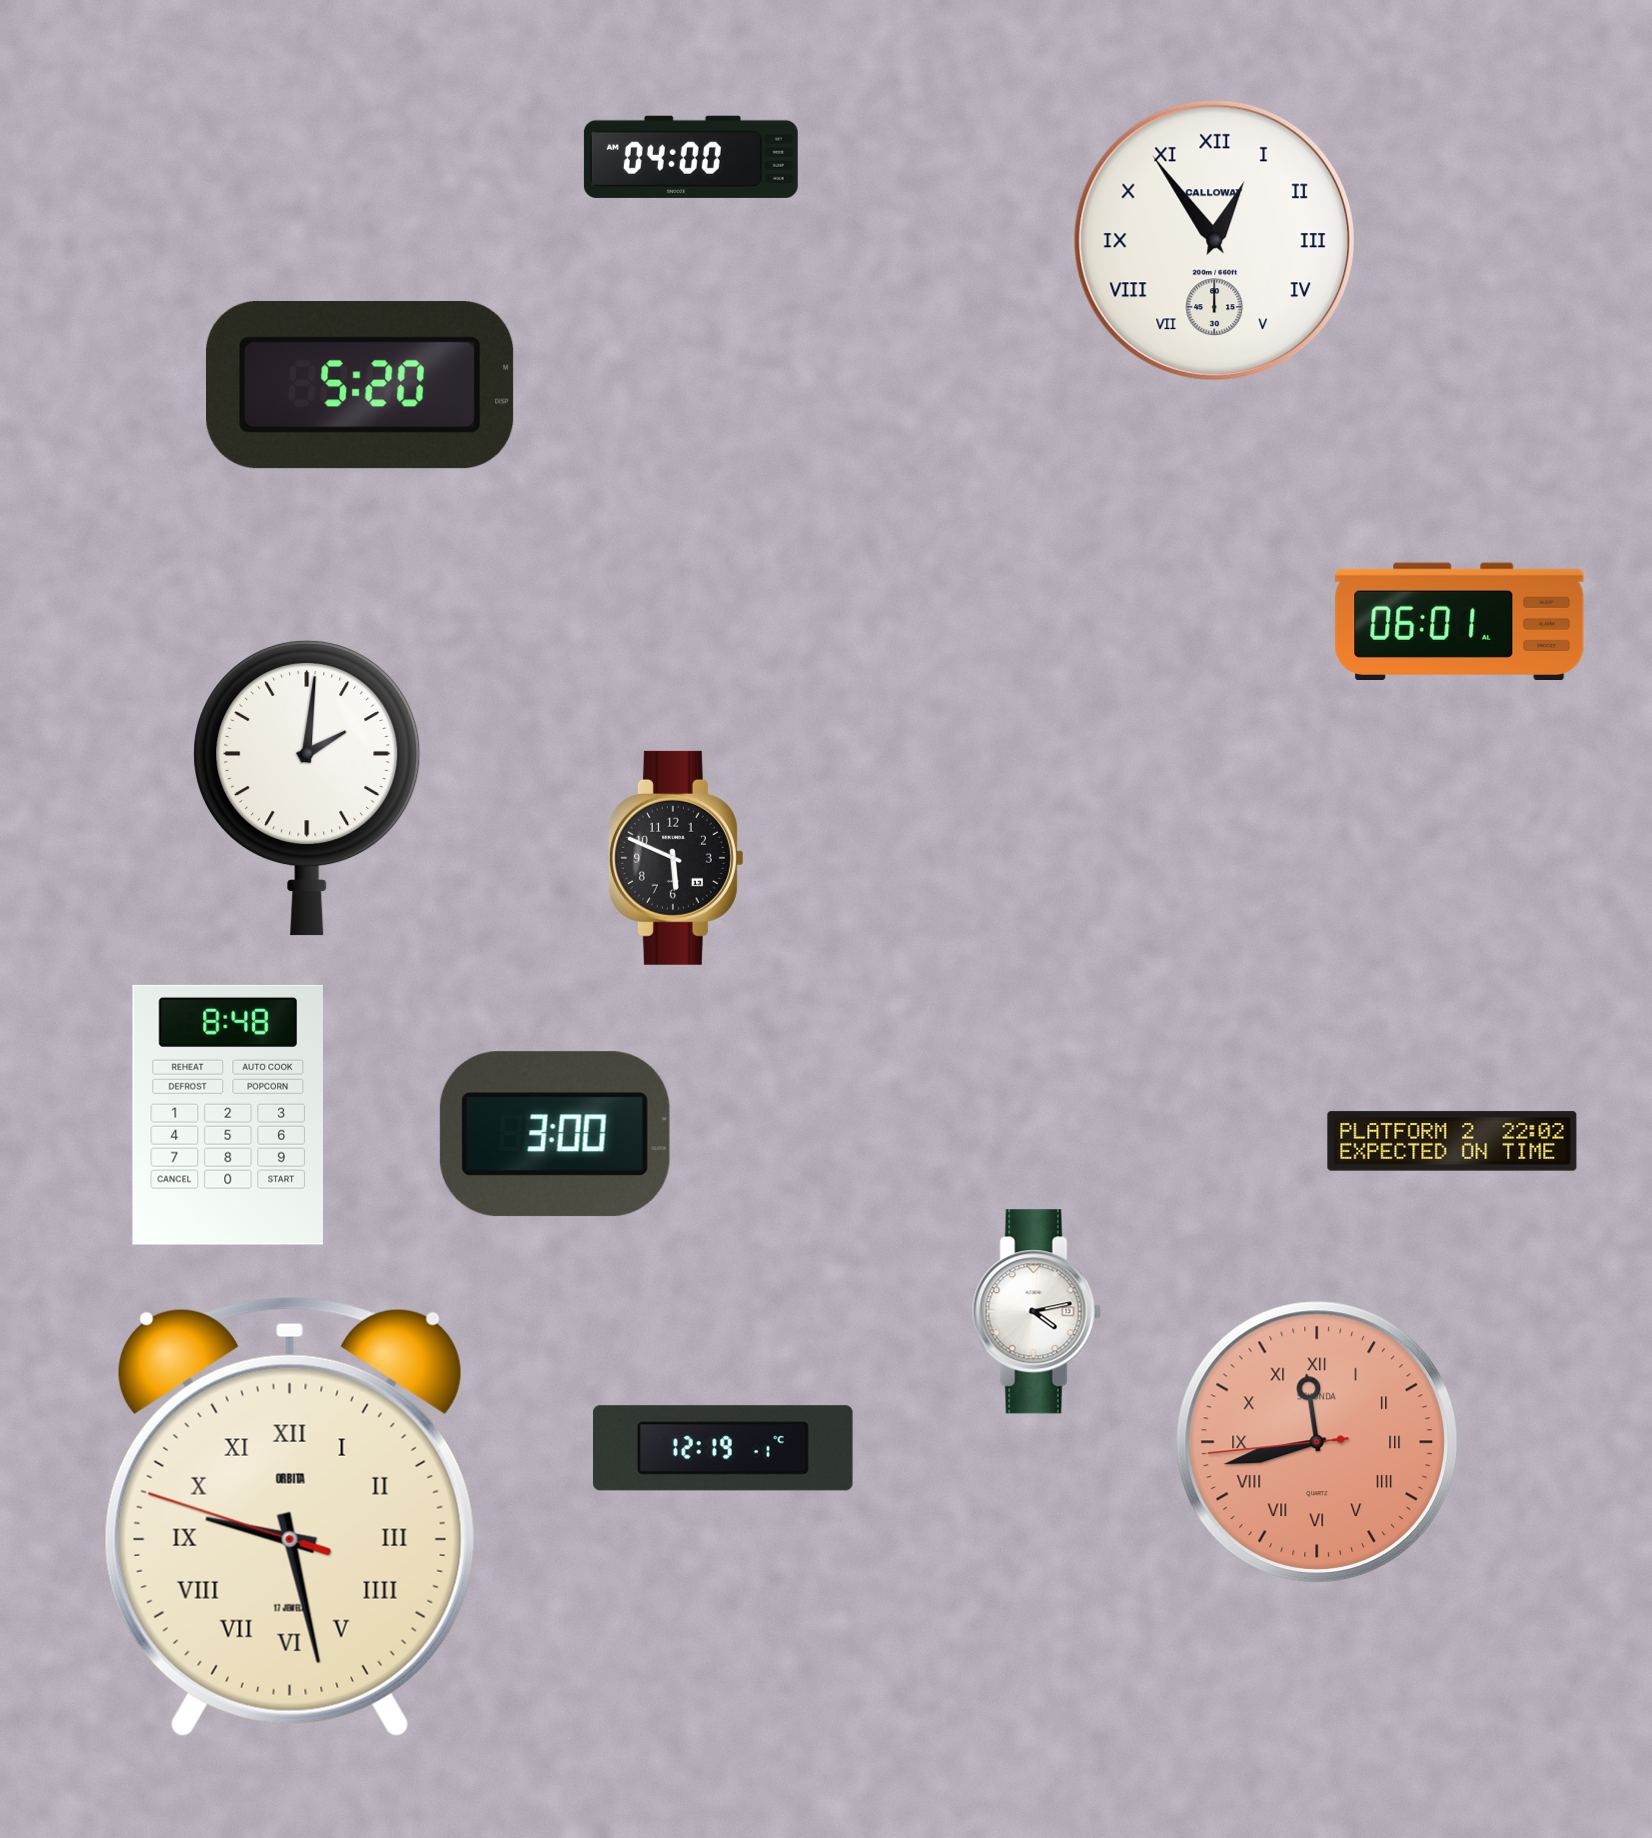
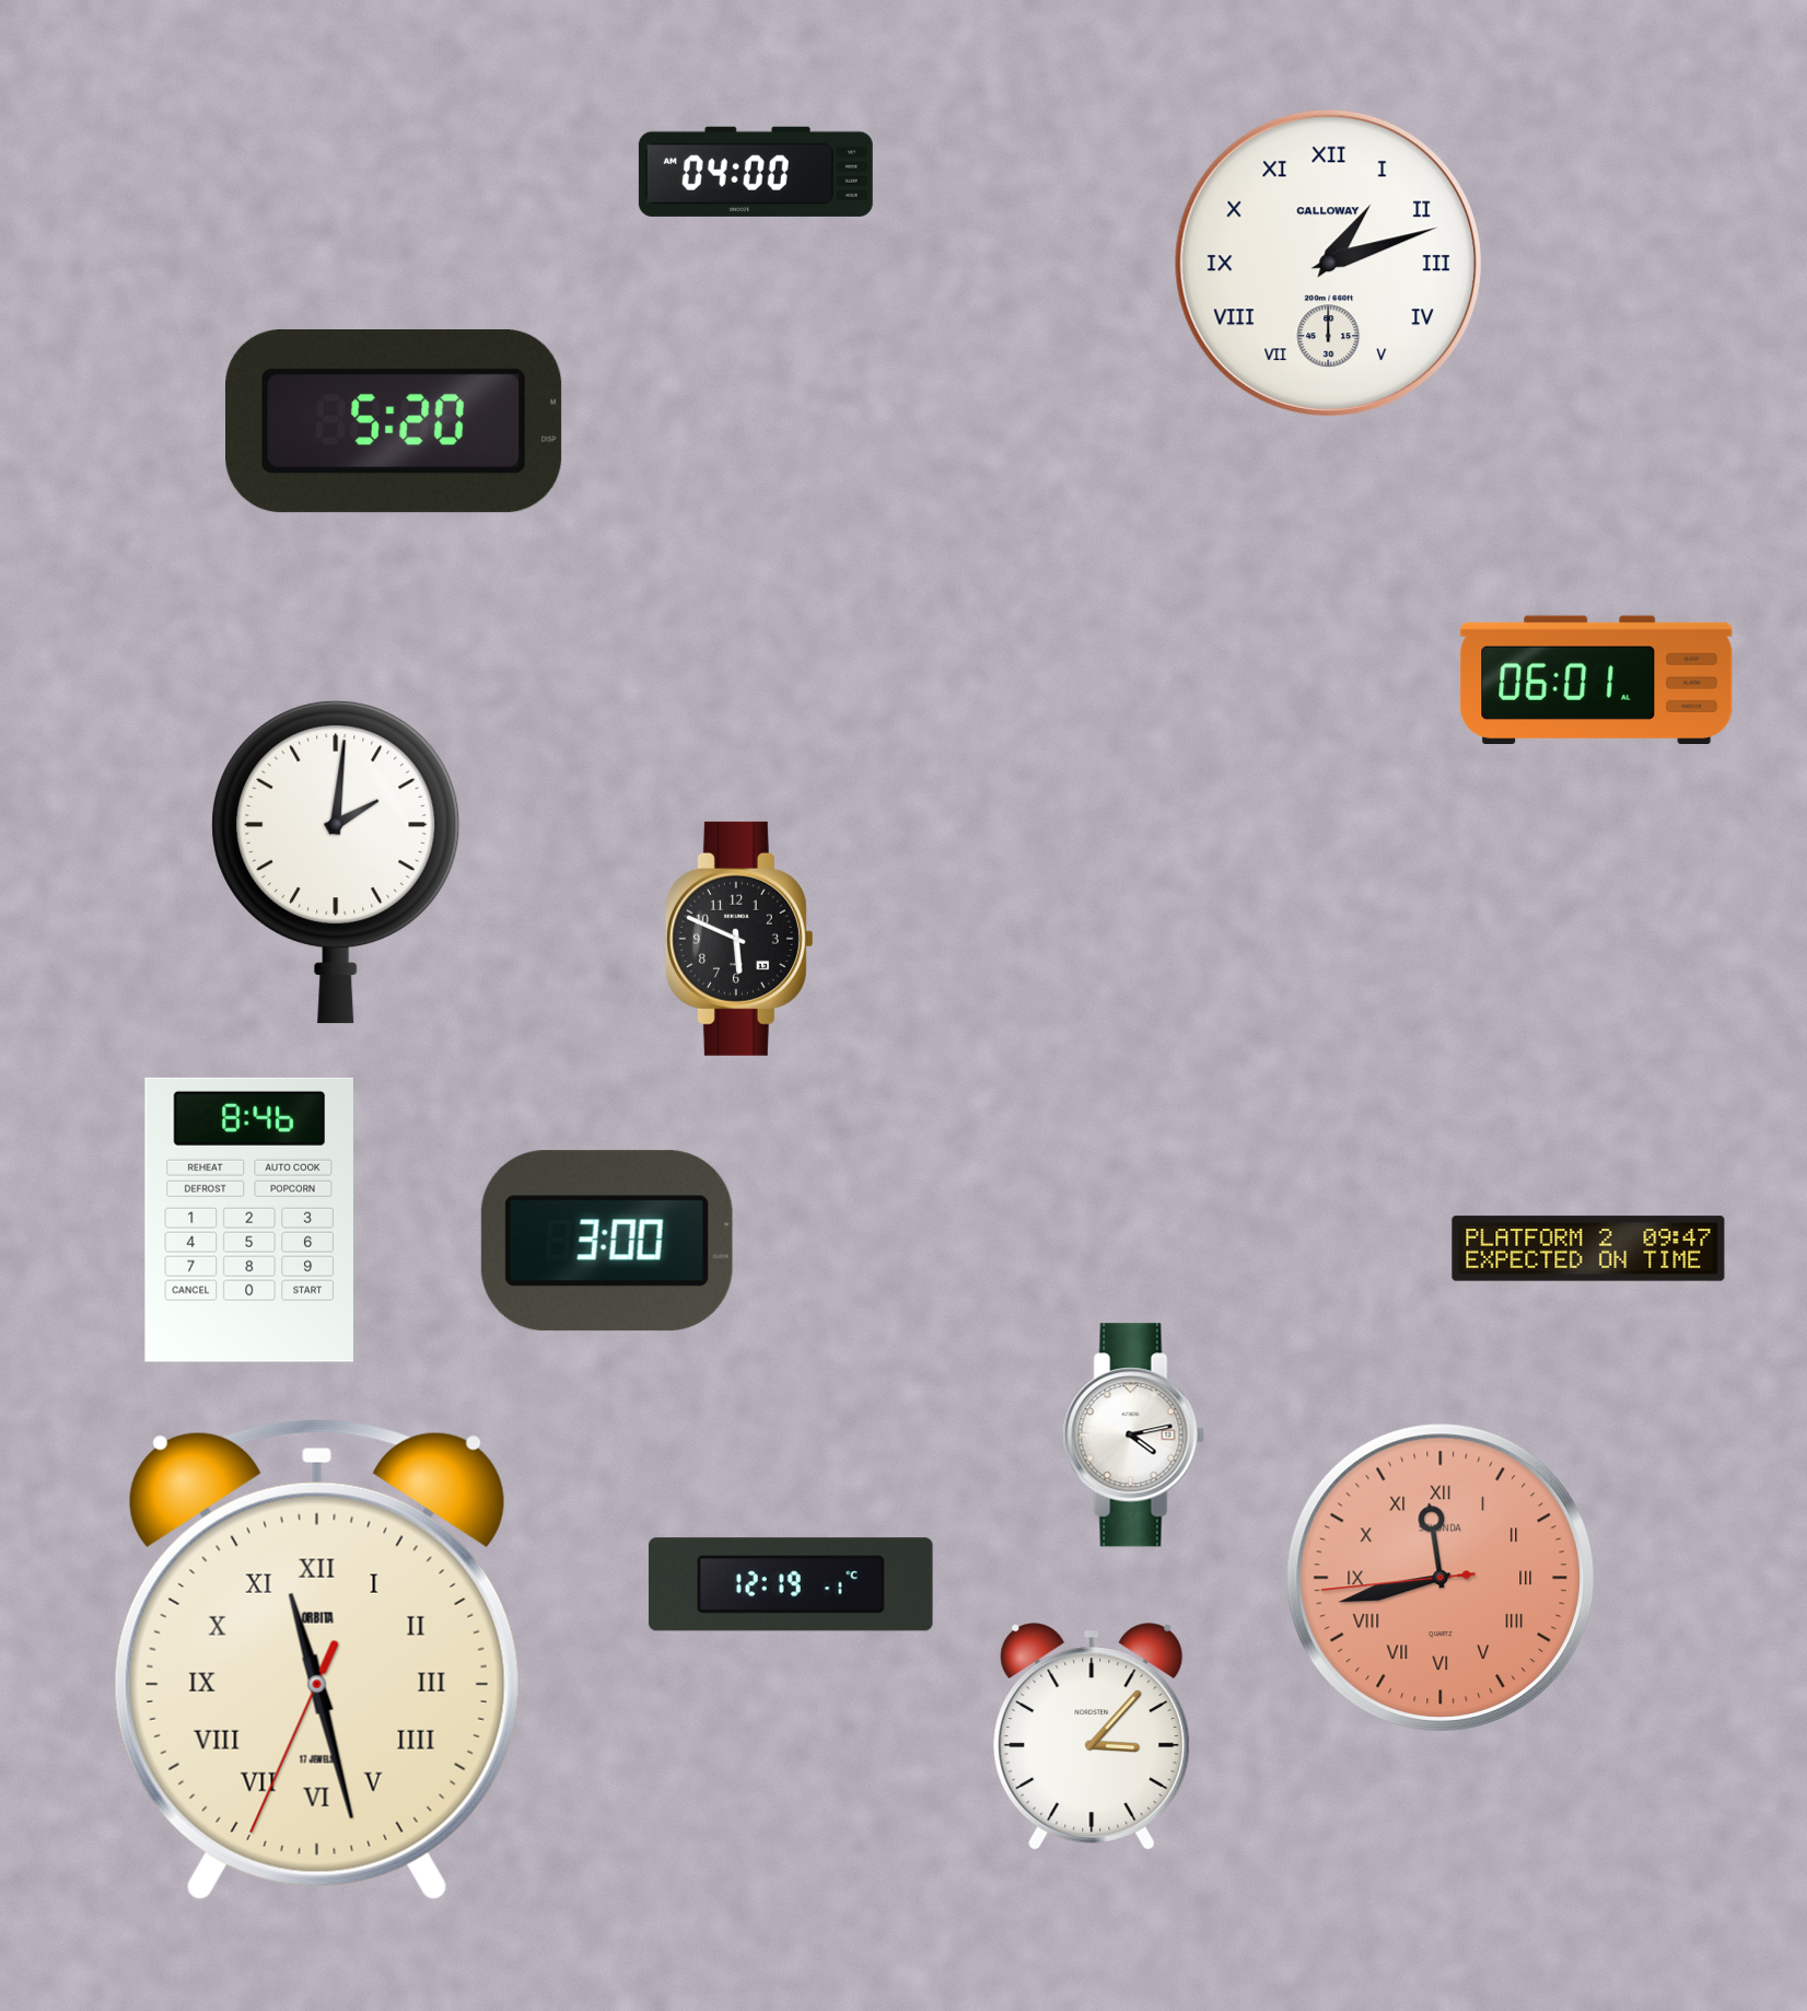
clock at (1214, 240): 12:54 -> 1:12
clock at (228, 1115): 8:48 -> 8:46
clock at (1452, 1141): 22:02 -> 09:47
clock at (290, 1517): 9:27 -> 11:27
clock at (1092, 1736): none -> 3:07
